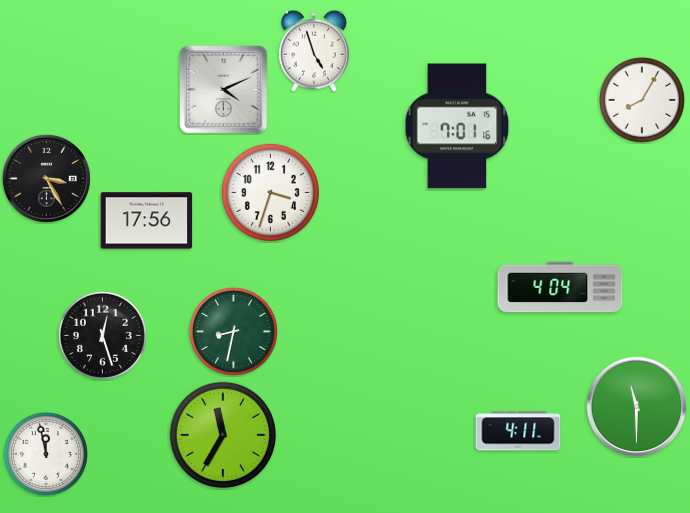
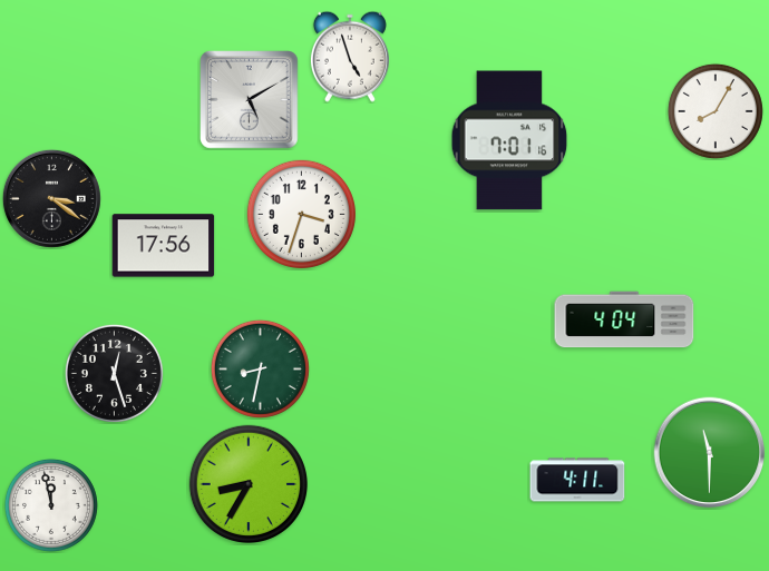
clock at (224, 90): 4:11 -> 5:10
clock at (46, 178): 3:25 -> 3:21
clock at (222, 434): 11:35 -> 8:35
